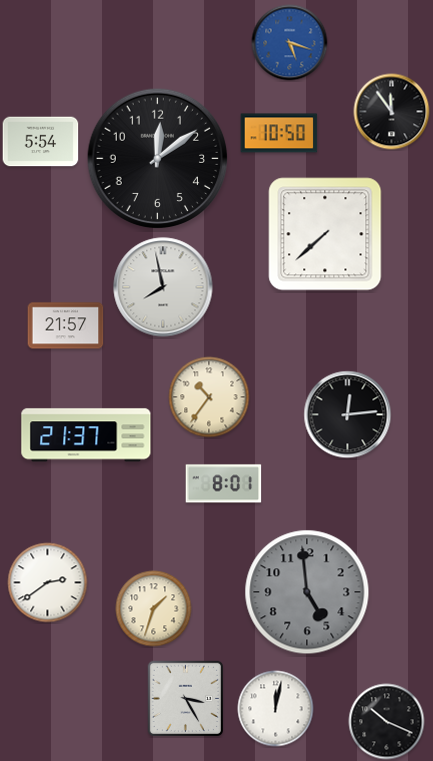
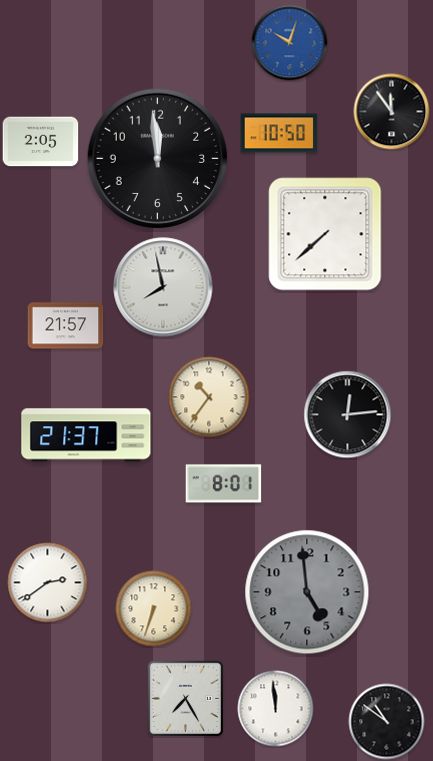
clock at (290, 43): 5:18 -> 10:03
clock at (41, 142): 5:54 -> 2:05
clock at (158, 159): 12:09 -> 11:59
clock at (154, 609): 1:33 -> 6:33
clock at (185, 698): 3:25 -> 7:25
clock at (276, 709): 12:02 -> 11:59
clock at (387, 722): 10:19 -> 10:51
